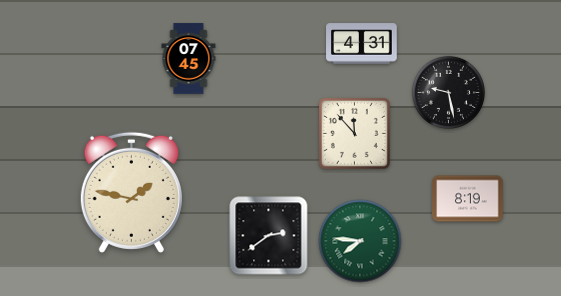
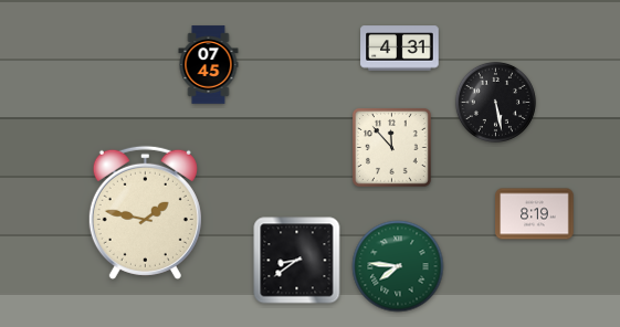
clock at (448, 92): 9:28 -> 5:28
clock at (468, 199) position: (468, 199) -> (535, 214)
clock at (269, 236): 2:39 -> 8:39
